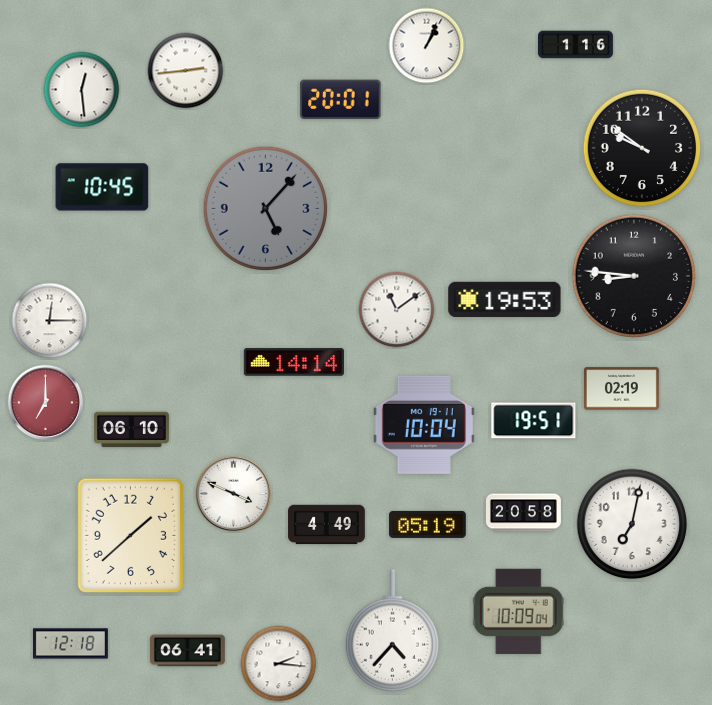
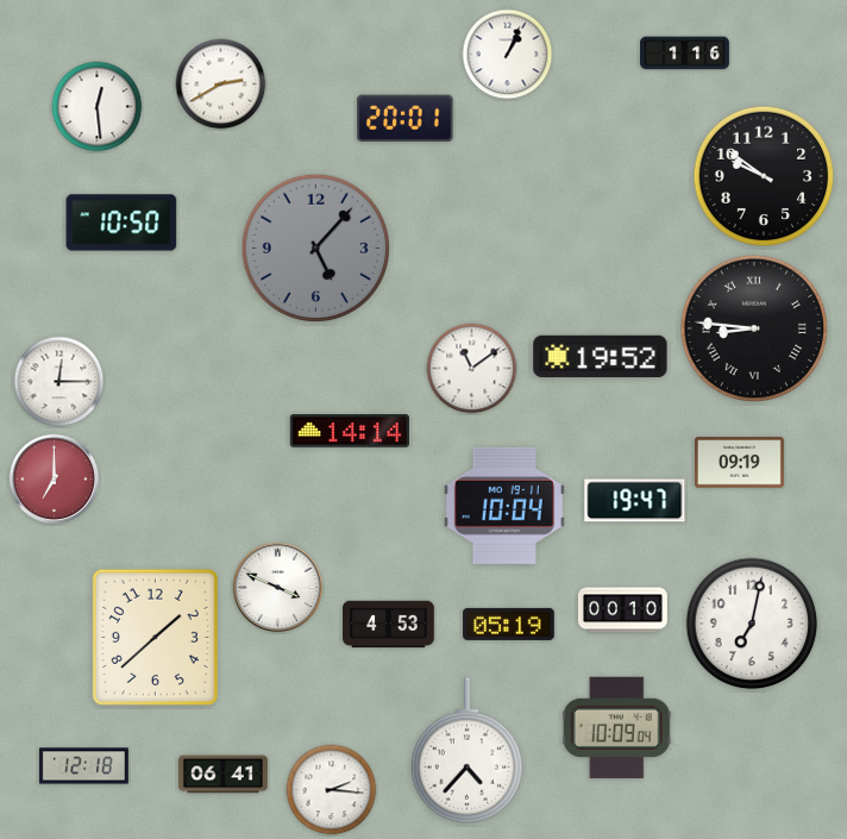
clock at (186, 71): 2:44 -> 2:40
clock at (102, 187): 10:45 -> 10:50
clock at (633, 275) numerals: Arabic -> Roman
clock at (505, 299): 19:53 -> 19:52
clock at (621, 389): 02:19 -> 09:19
clock at (534, 421): 19:51 -> 19:47
clock at (131, 430): 06:10 -> none
clock at (523, 513): 20:58 -> 00:10
clock at (327, 525): 4:49 -> 4:53
